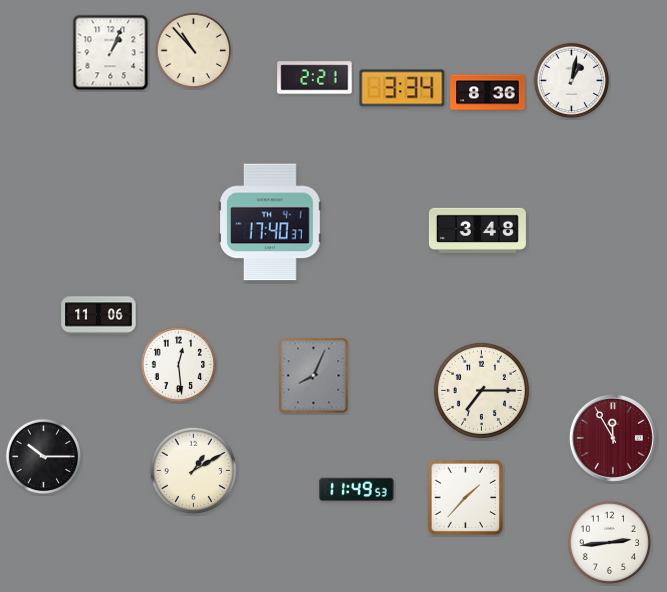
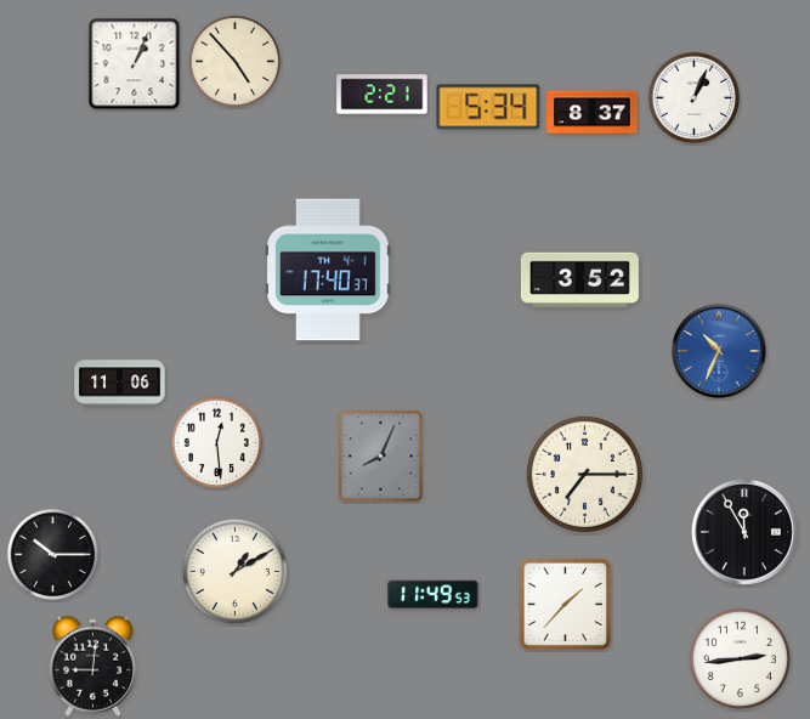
clock at (194, 51): 10:53 -> 4:53
clock at (572, 81): 1:02 -> 1:04
clock at (402, 88): 3:34 -> 5:34
clock at (488, 93): 8:36 -> 8:37
clock at (477, 230): 3:48 -> 3:52
clock at (719, 351): none -> 10:34
clock at (613, 438) dial: burgundy -> black
clock at (94, 666): none -> 9:01
